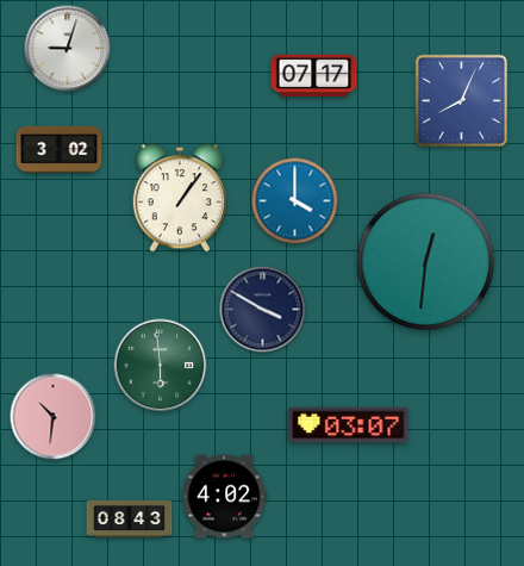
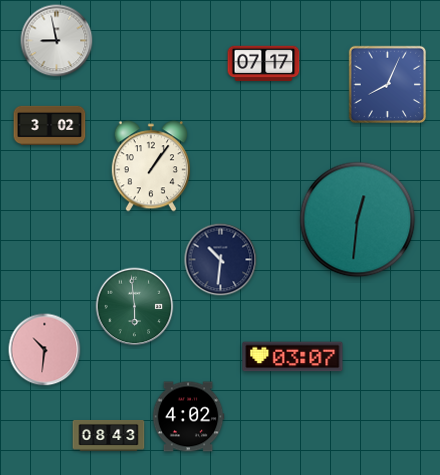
clock at (68, 49): 9:03 -> 8:58
clock at (295, 201): 4:00 -> none
clock at (263, 310): 3:50 -> 10:31
